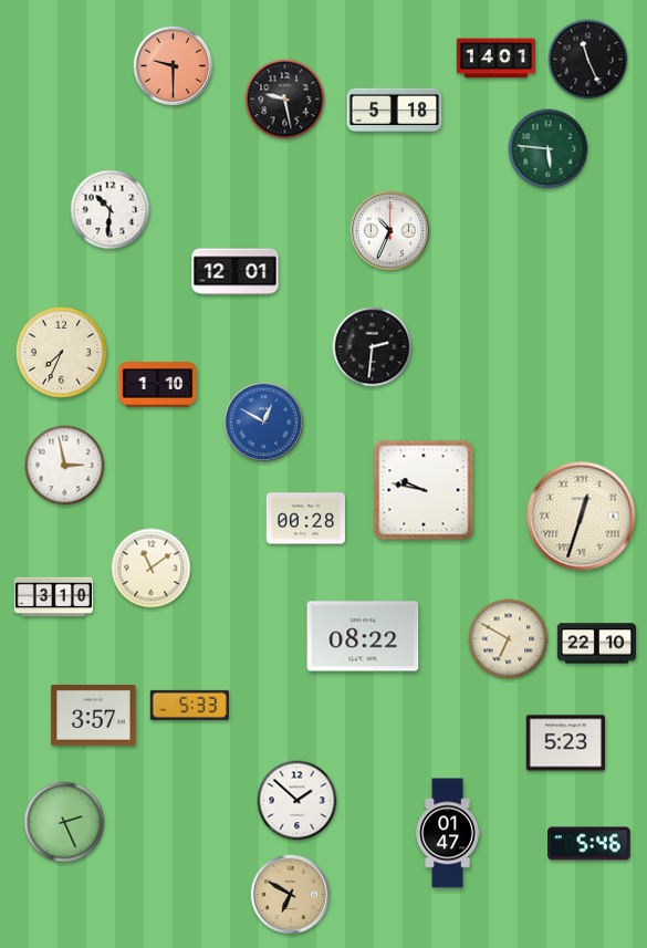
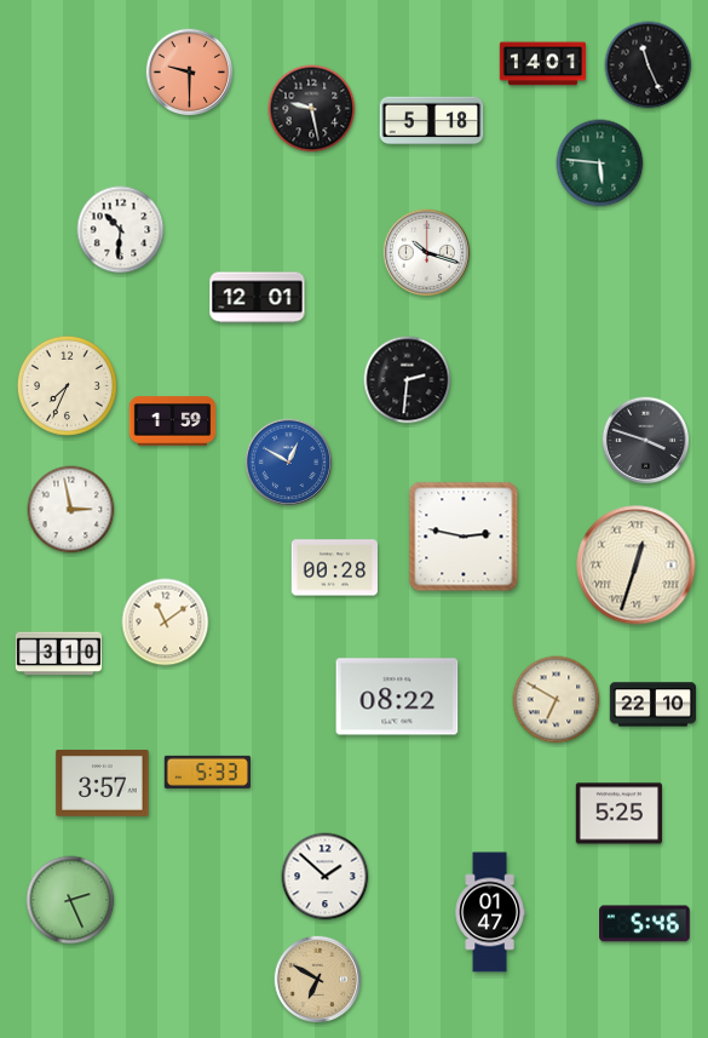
clock at (588, 60) position: (588, 60) -> (649, 65)
clock at (390, 231): 10:34 -> 10:18
clock at (158, 385): 1:10 -> 1:59
clock at (646, 441): none -> 3:48
clock at (424, 490): 9:47 -> 2:47
clock at (565, 743): 5:23 -> 5:25
